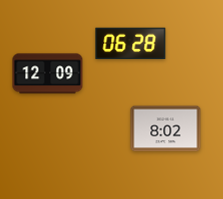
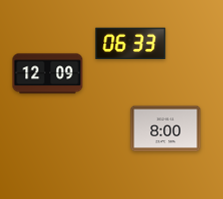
clock at (131, 44): 06:28 -> 06:33
clock at (166, 129): 8:02 -> 8:00
